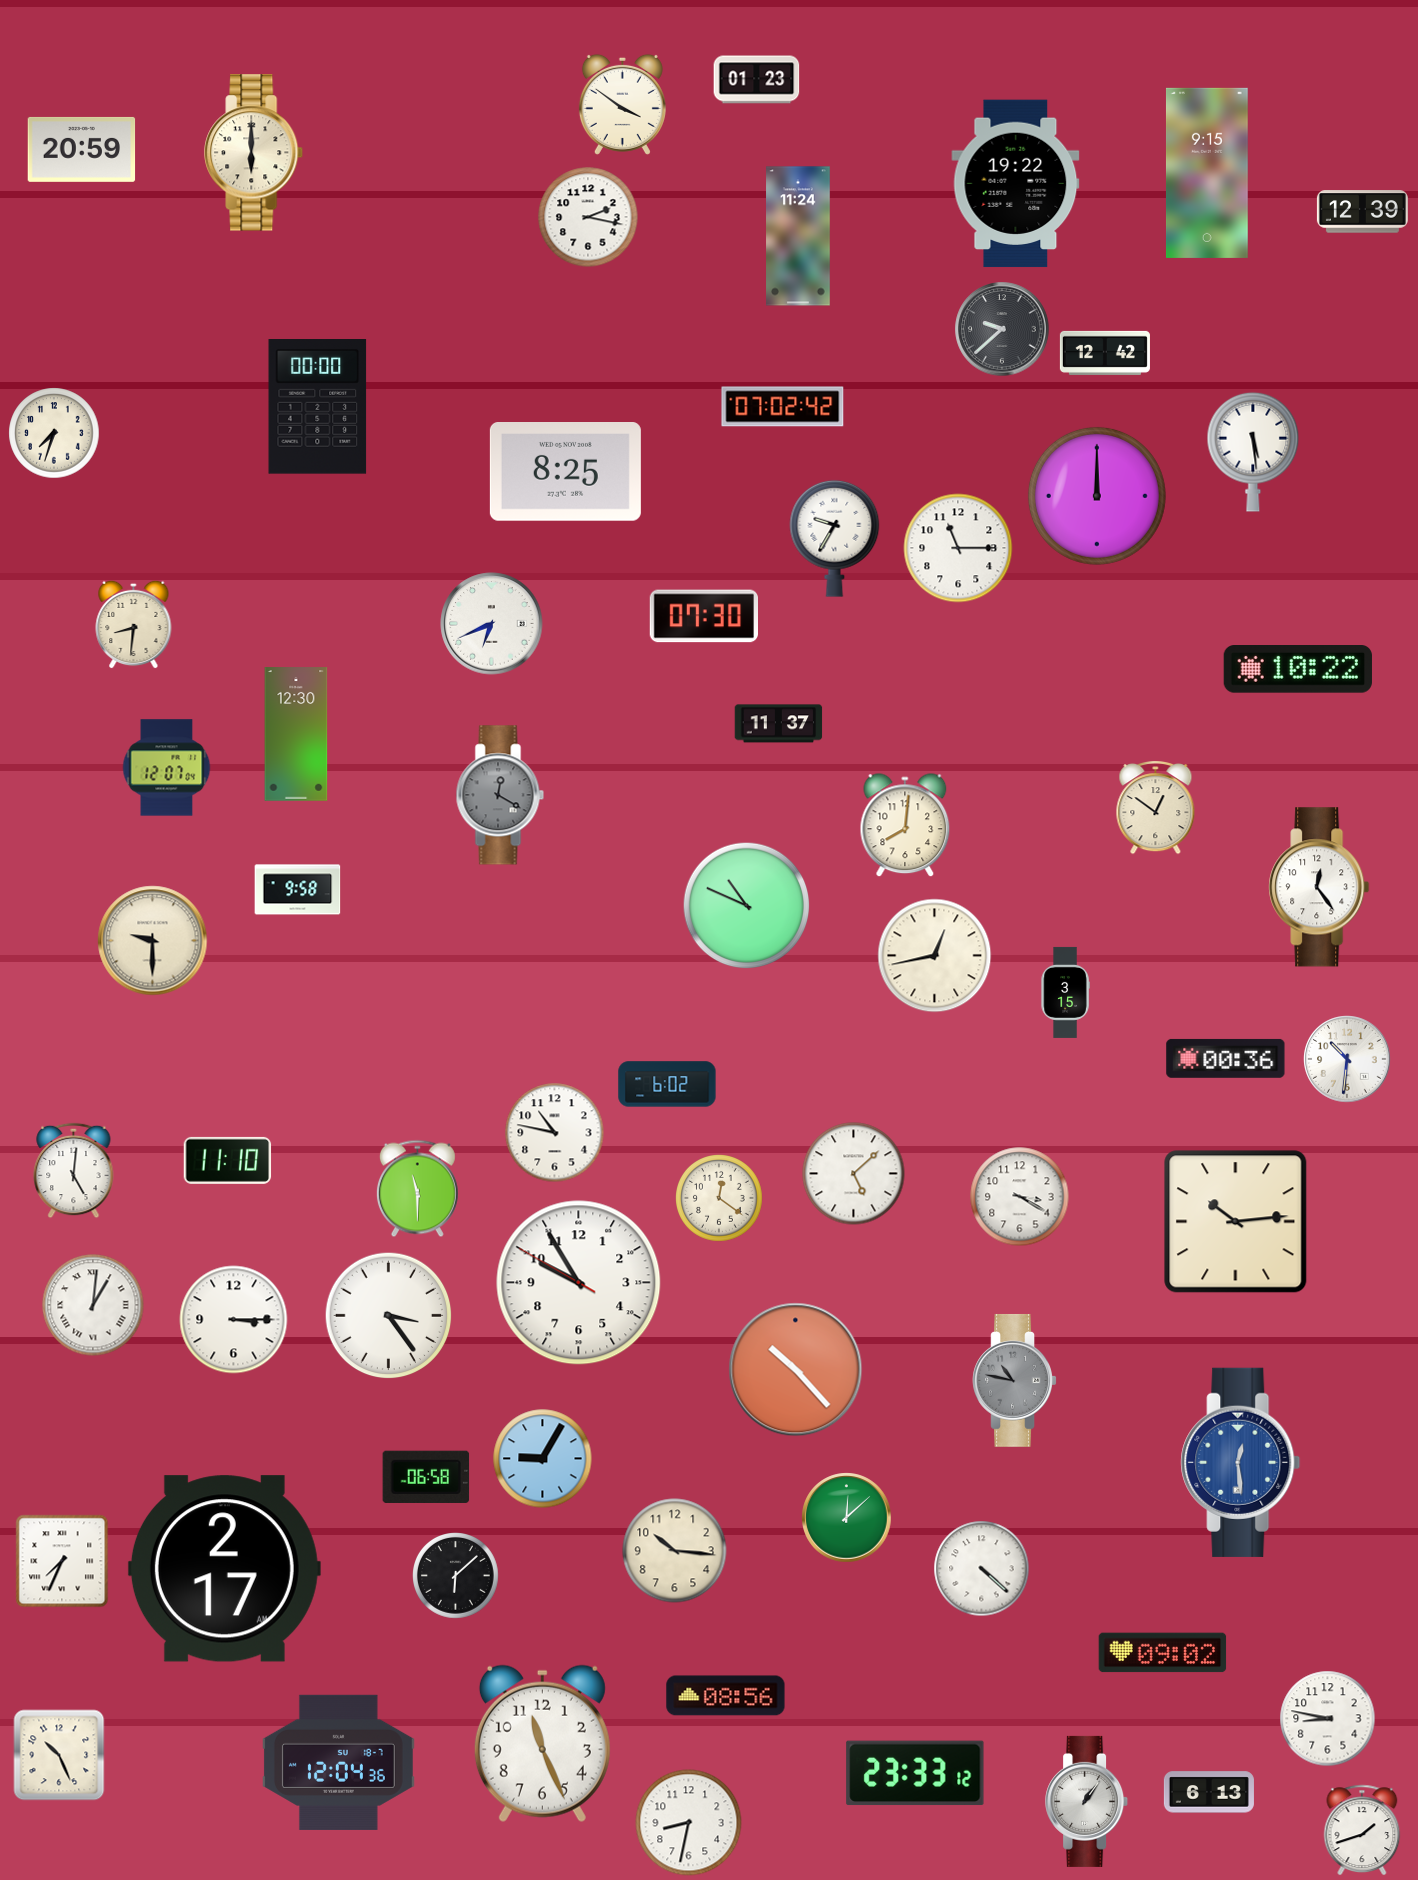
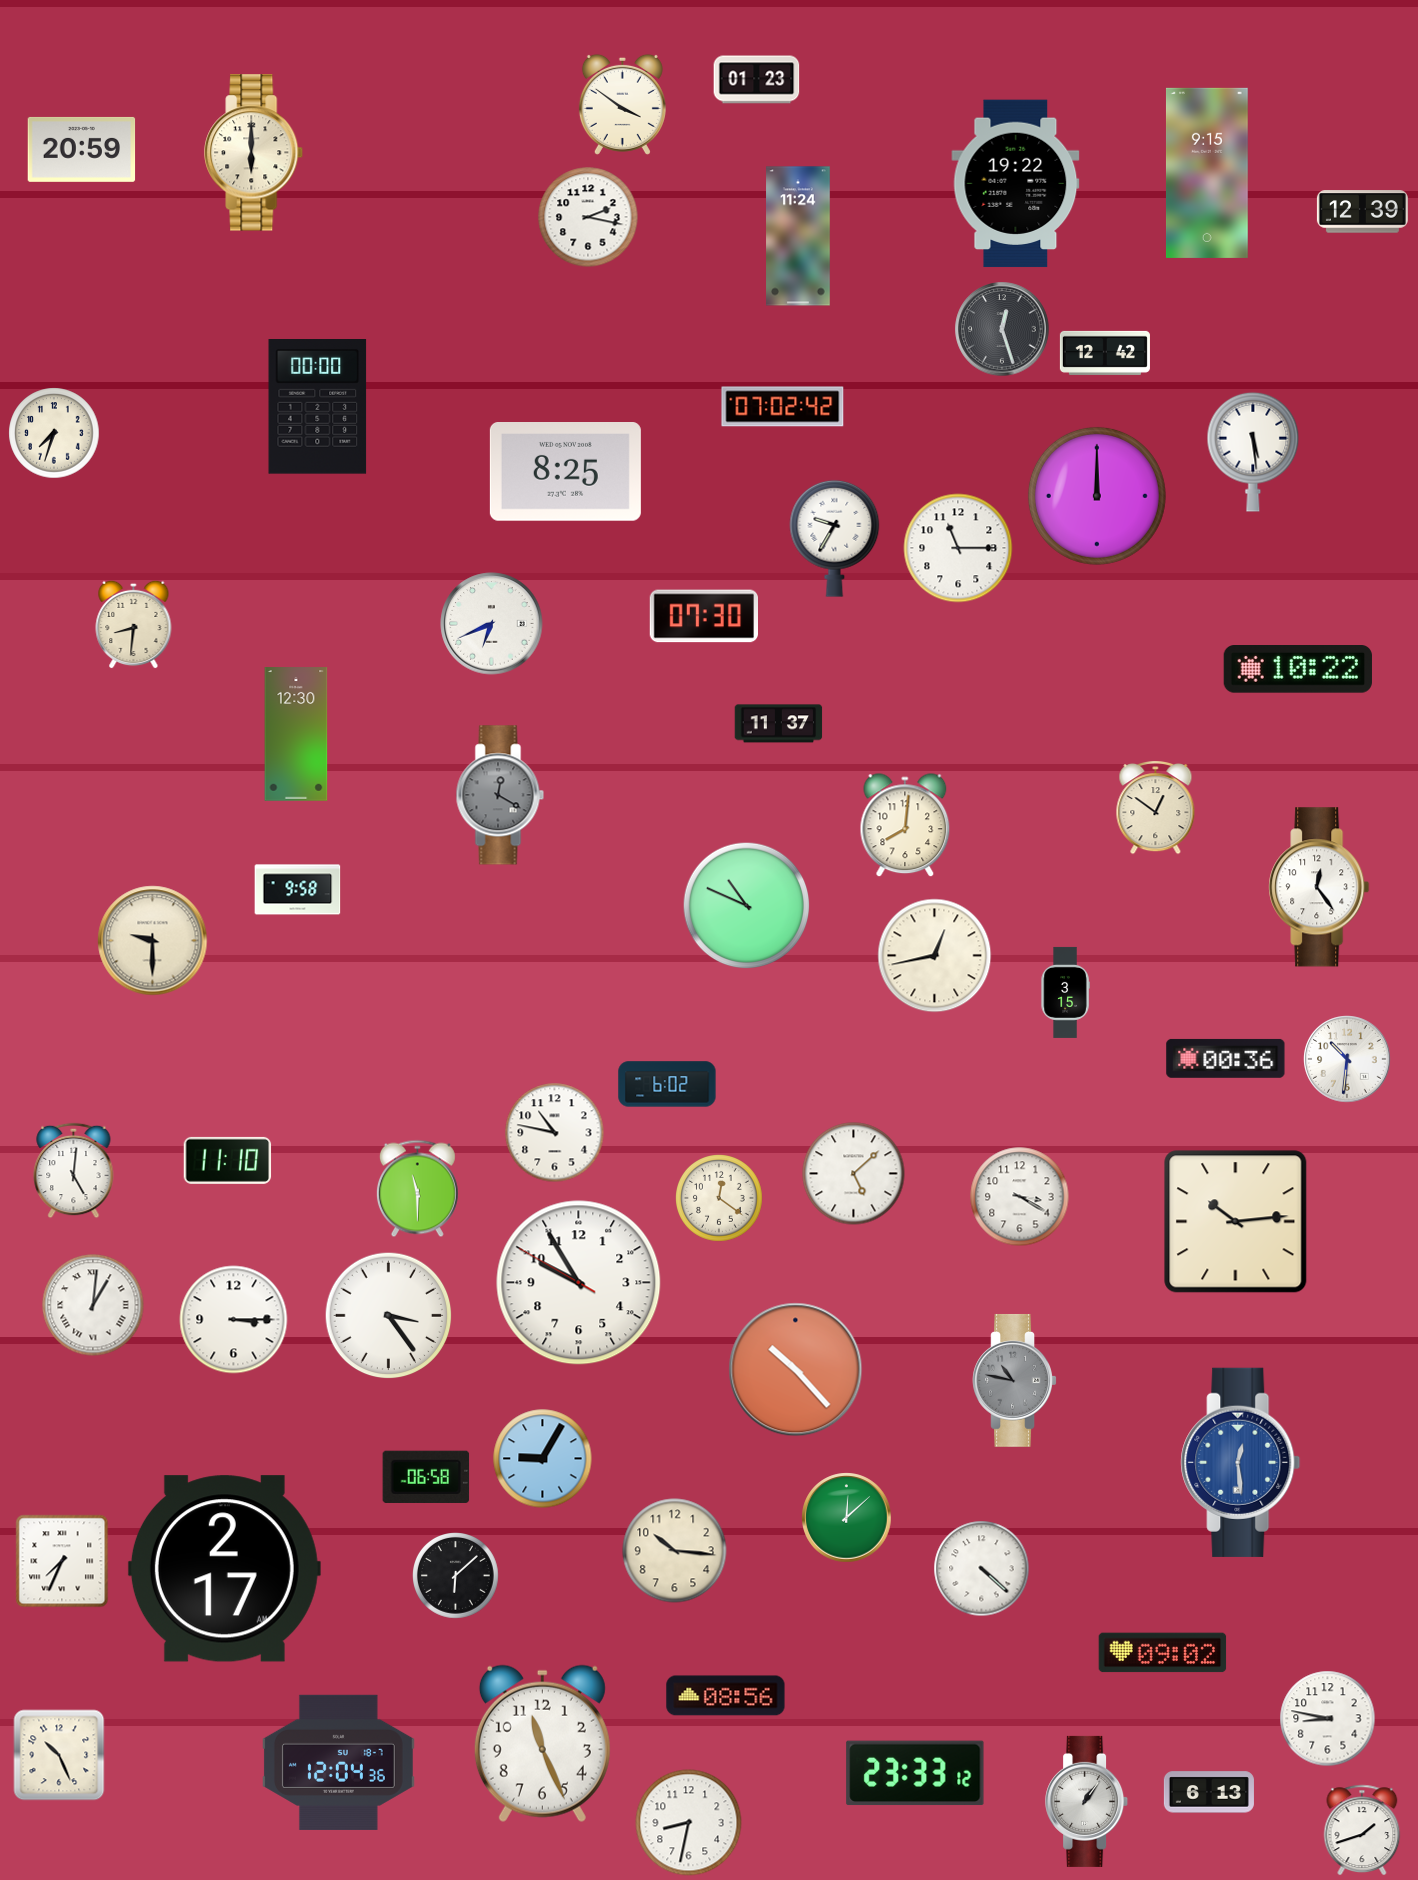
clock at (1002, 329): 9:38 -> 12:27
clock at (167, 768): 12:07 -> none
